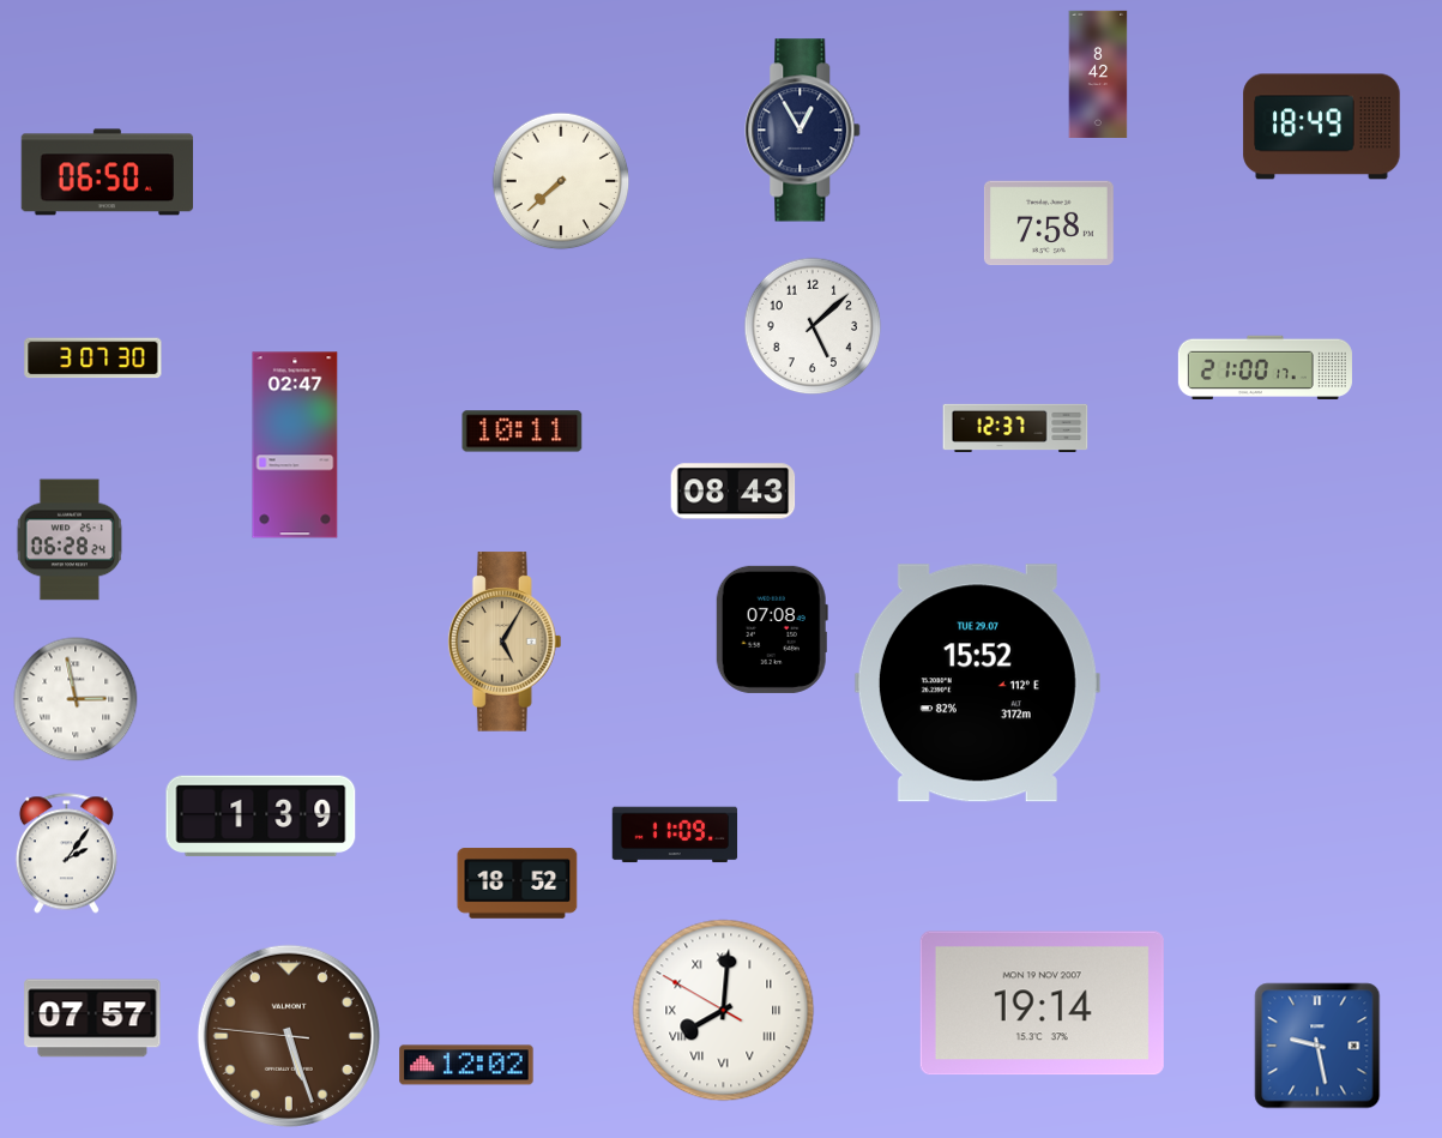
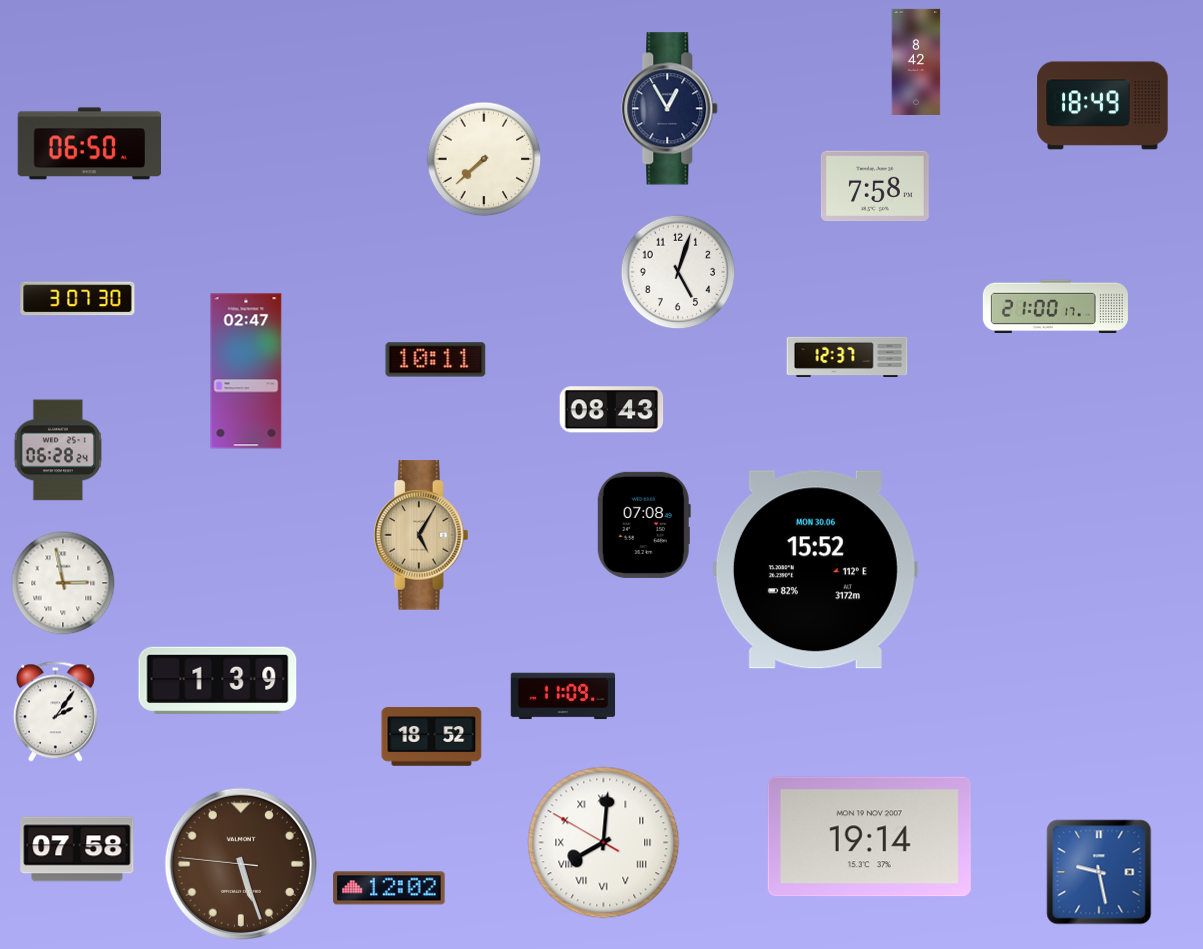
clock at (561, 181) position: (561, 181) -> (484, 159)
clock at (813, 326): 5:08 -> 5:03
clock at (977, 684) date: TUE 29.07 -> MON 30.06
clock at (92, 1018): 07:57 -> 07:58
